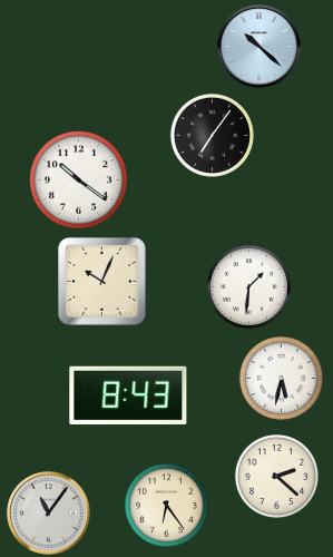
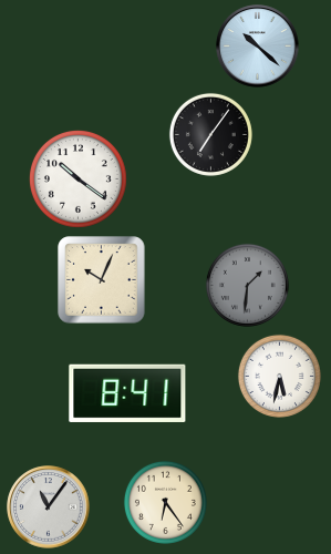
clock at (248, 286) dial: white -> grey
clock at (128, 395): 8:43 -> 8:41
clock at (276, 476): 2:22 -> none
clock at (49, 514) position: (49, 514) -> (49, 507)
